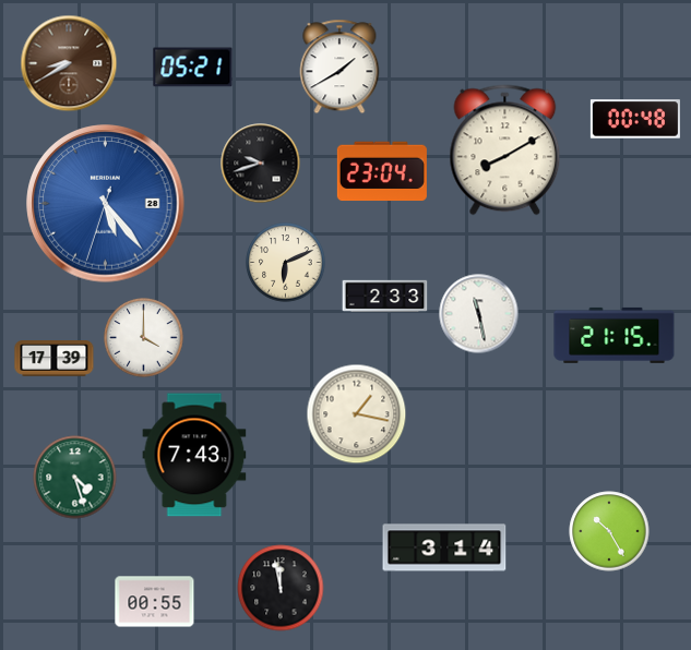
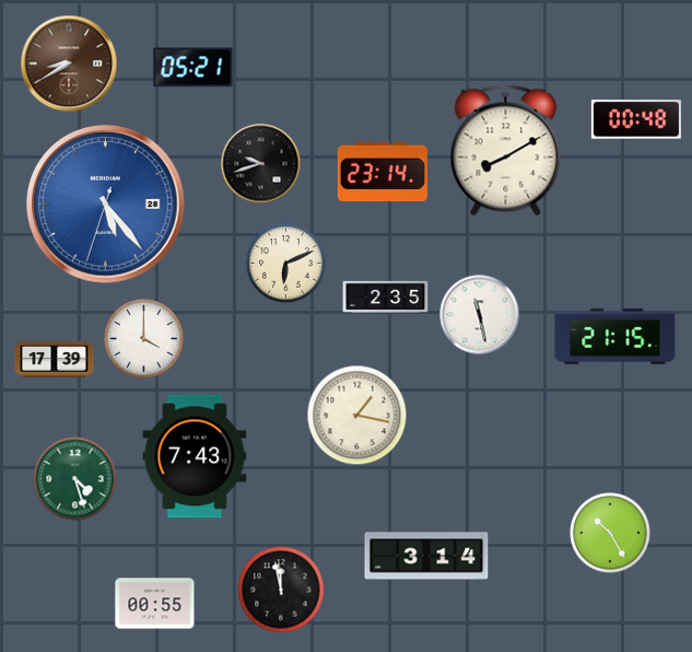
clock at (339, 67): 1:40 -> none
clock at (382, 171): 23:04 -> 23:14
clock at (385, 296): 2:33 -> 2:35
clock at (444, 547) position: (444, 547) -> (426, 556)
